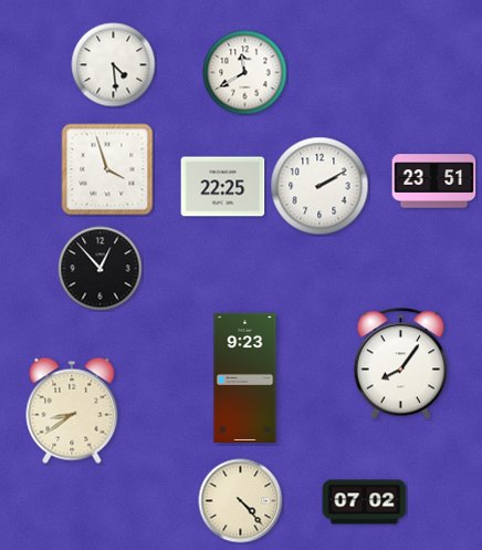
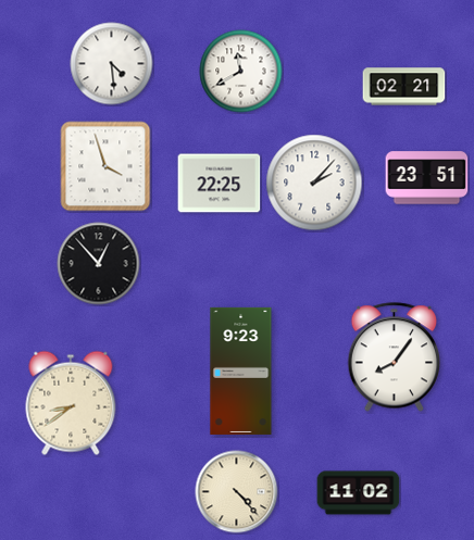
clock at (404, 87): none -> 02:21
clock at (319, 186): 2:10 -> 2:07
clock at (365, 502): 07:02 -> 11:02
